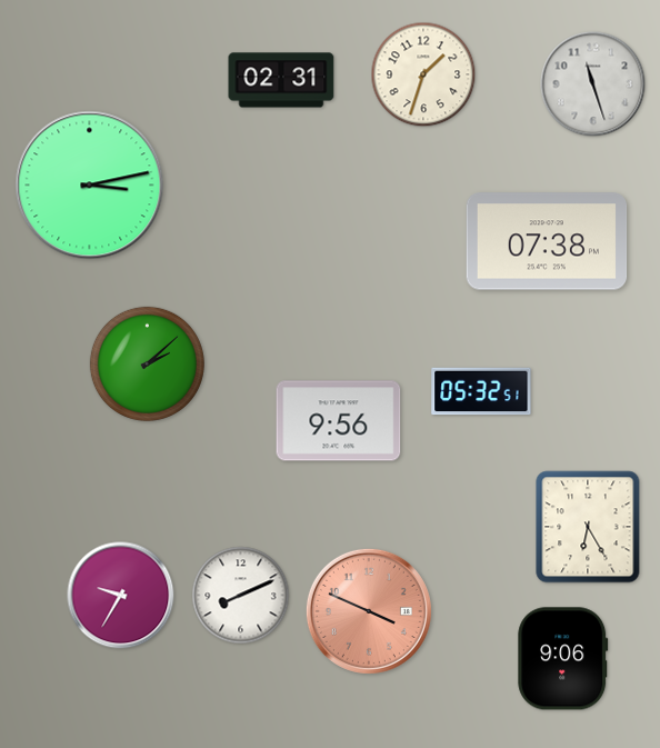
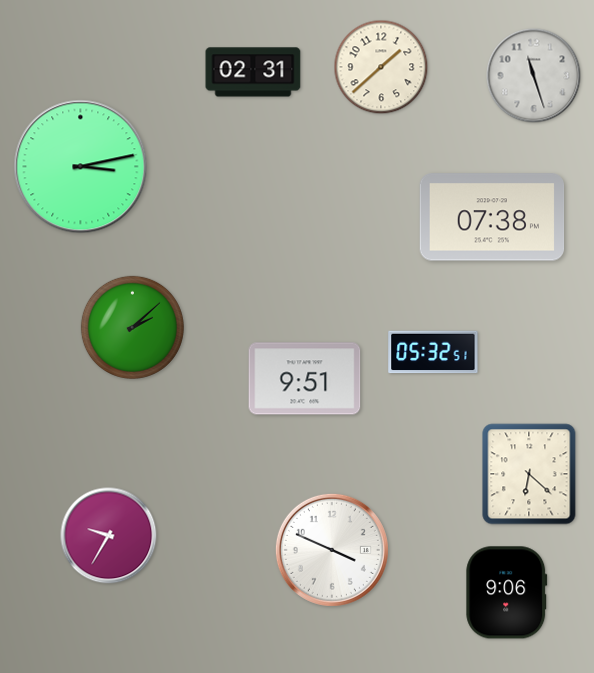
clock at (423, 74): 1:33 -> 1:38
clock at (339, 421): 9:56 -> 9:51
clock at (588, 527): 6:25 -> 6:22
clock at (241, 596): 8:11 -> none
clock at (369, 611) dial: salmon -> white
